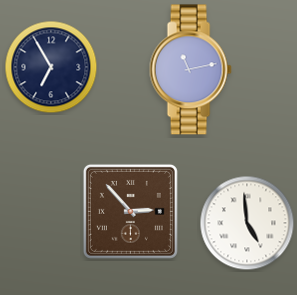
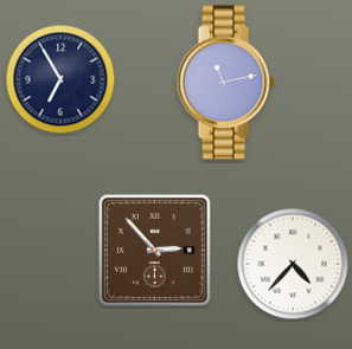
clock at (247, 223): 4:59 -> 4:37
